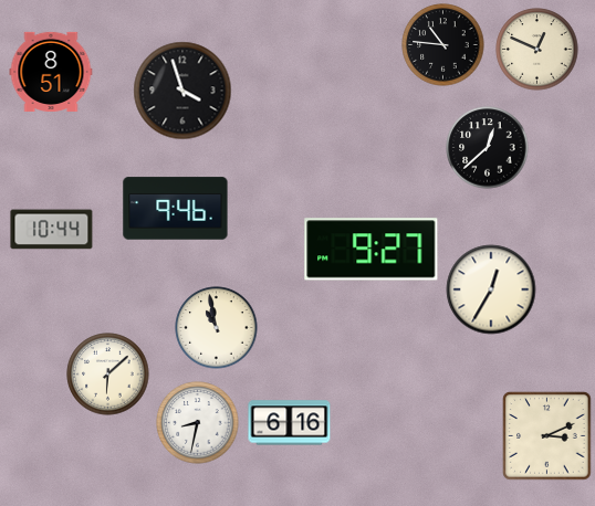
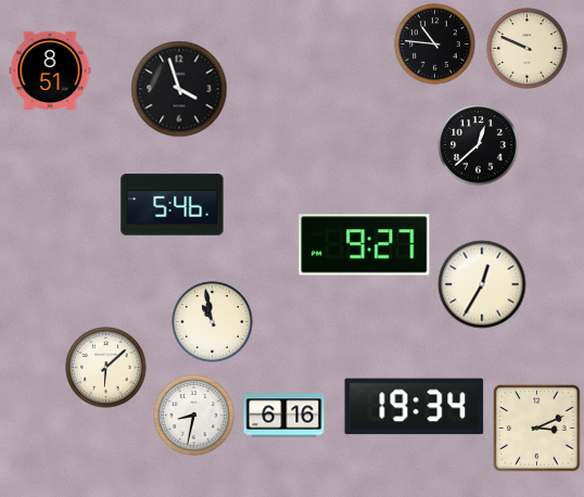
clock at (537, 50): 12:49 -> 9:49
clock at (176, 209): 9:46 -> 5:46
clock at (52, 230): 10:44 -> none
clock at (415, 407): none -> 19:34
